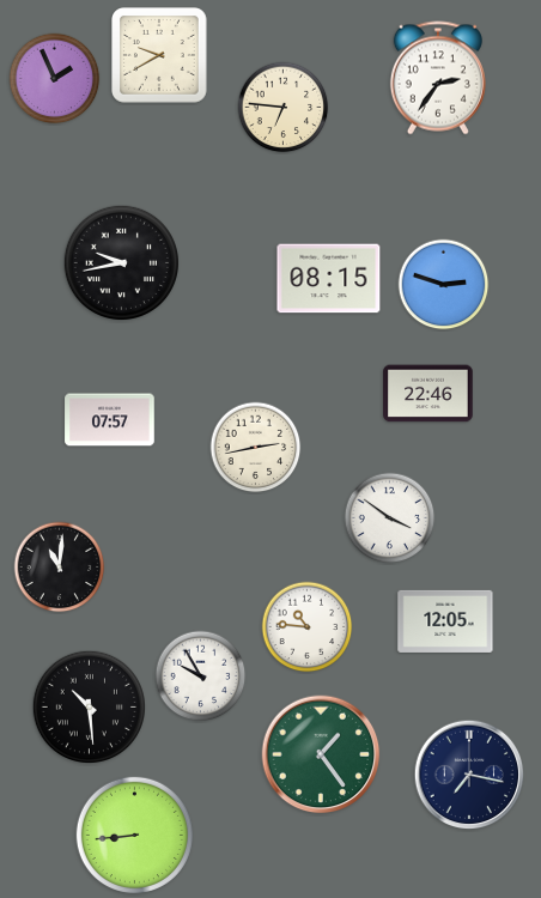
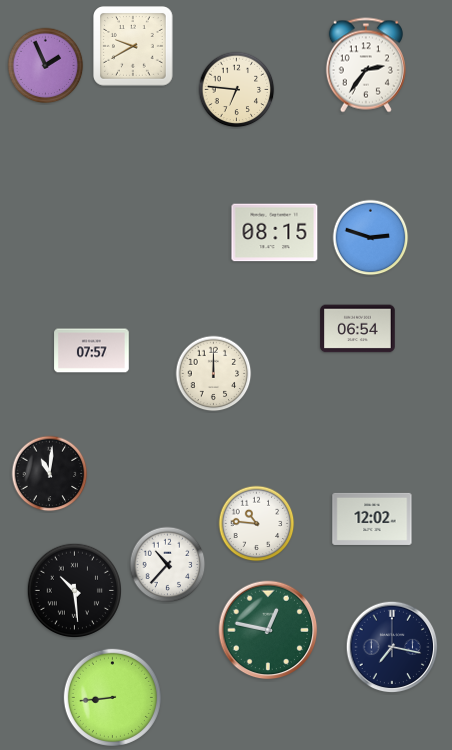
clock at (121, 262): 9:43 -> none
clock at (428, 394): 22:46 -> 06:54
clock at (256, 448): 2:43 -> 12:00
clock at (390, 518): 3:51 -> none
clock at (445, 621): 12:05 -> 12:02
clock at (201, 676): 9:55 -> 10:37
clock at (321, 754): 1:24 -> 12:47
